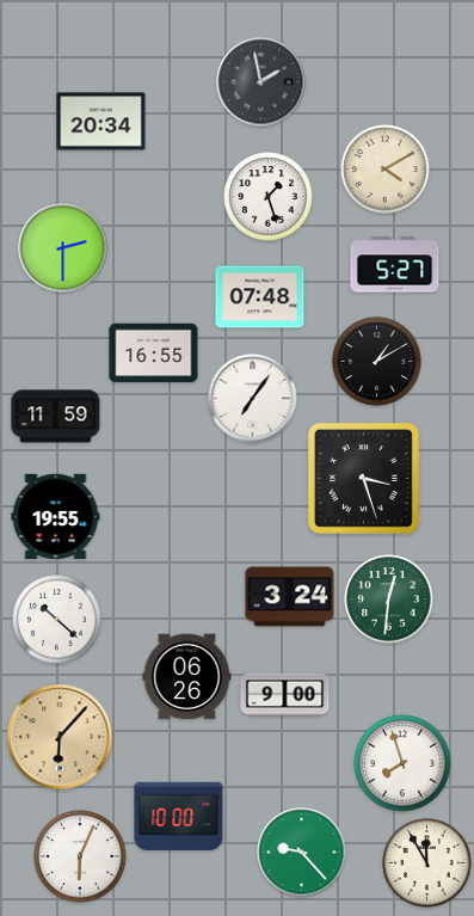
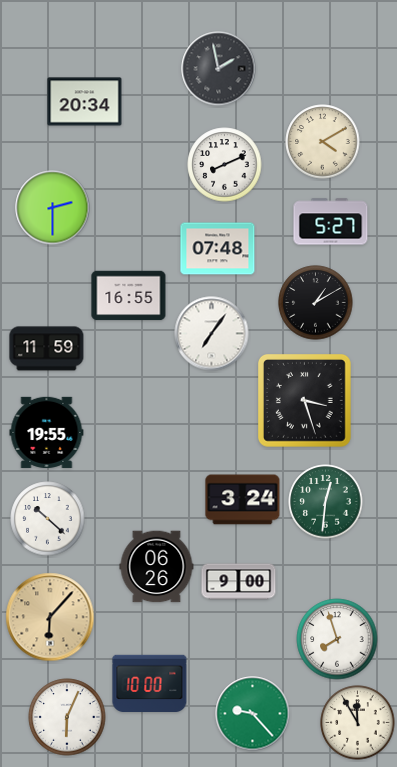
clock at (269, 197): 1:27 -> 8:11
